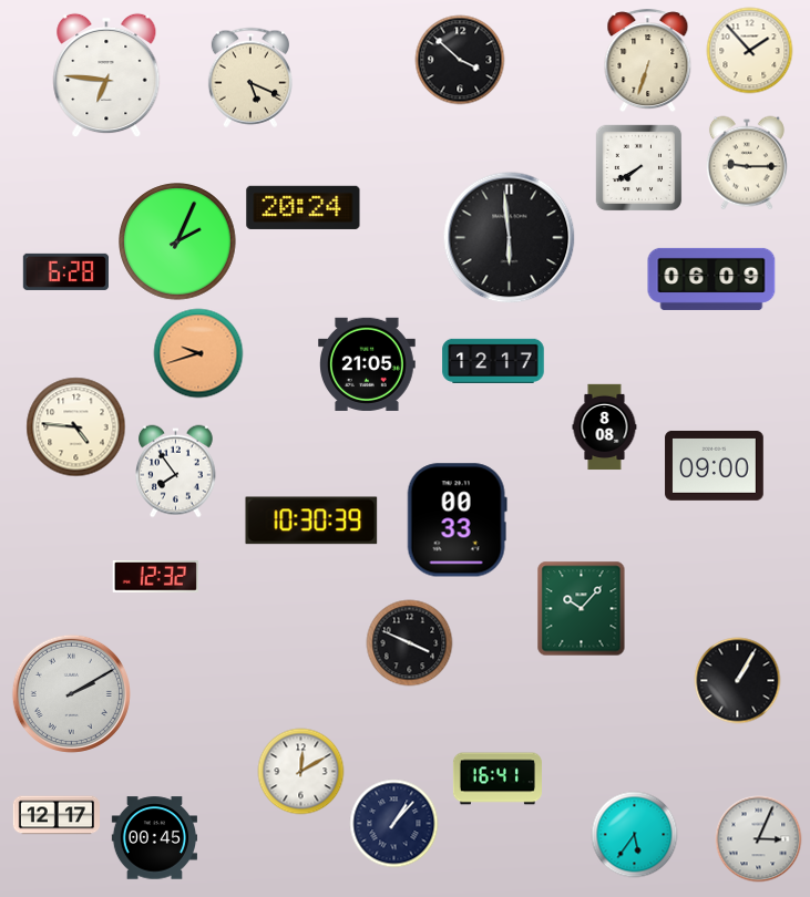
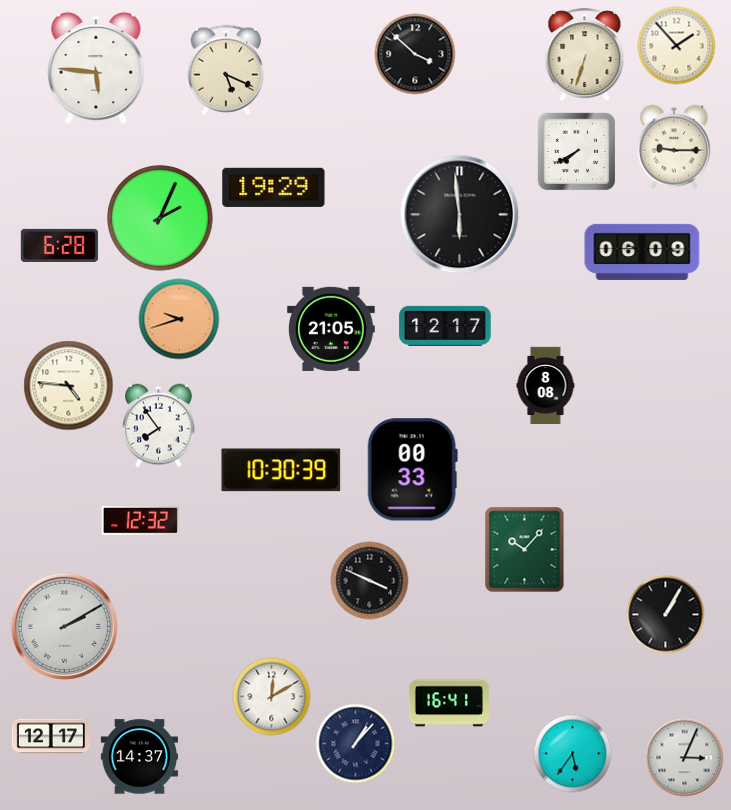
clock at (106, 75): 6:46 -> 5:46
clock at (304, 207): 20:24 -> 19:29
clock at (715, 466): 09:00 -> none
clock at (154, 838): 00:45 -> 14:37
